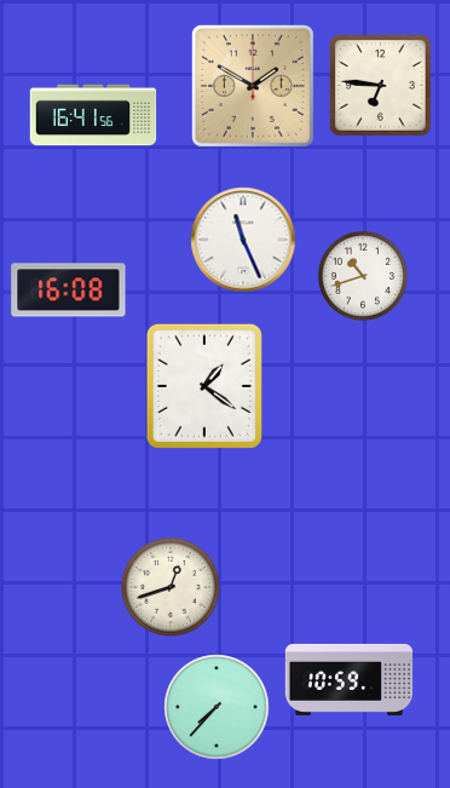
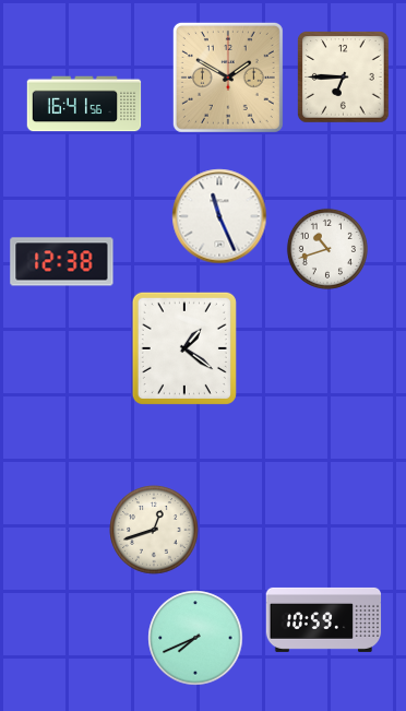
clock at (381, 86): 6:46 -> 6:45
clock at (69, 291): 16:08 -> 12:38
clock at (350, 679) position: (350, 679) -> (324, 619)
clock at (217, 707): 7:37 -> 7:41
